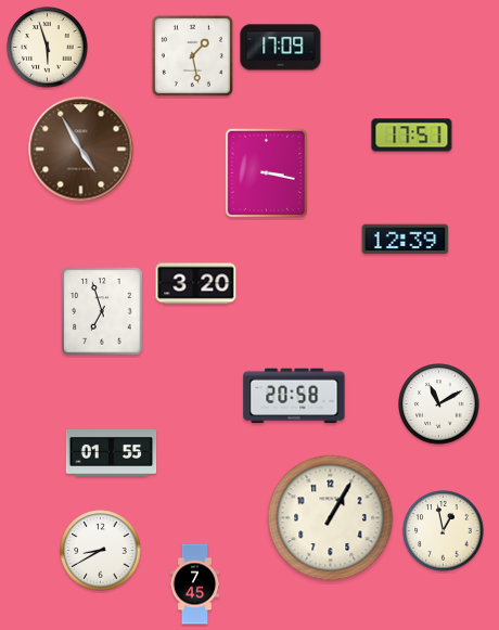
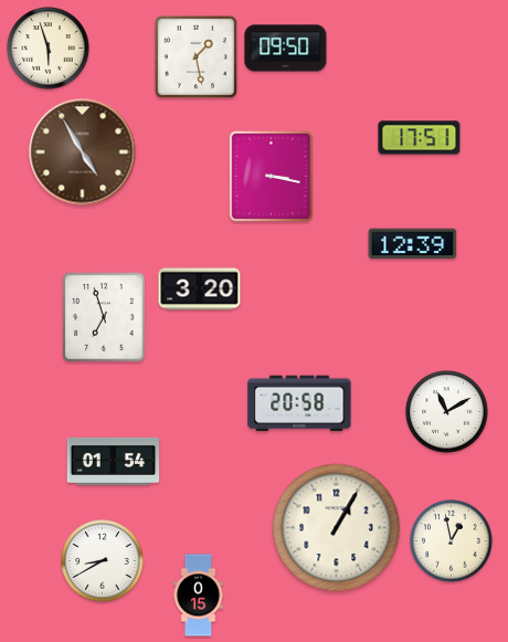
clock at (281, 48): 17:09 -> 09:50
clock at (112, 452): 01:55 -> 01:54
clock at (195, 584): 7:45 -> 0:15
